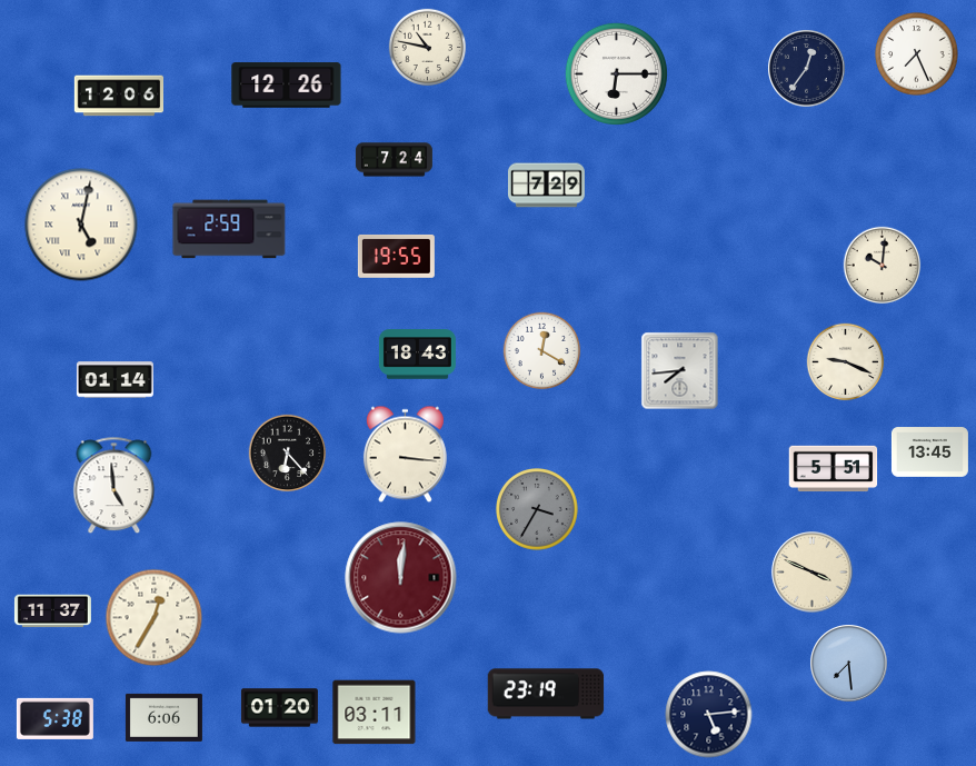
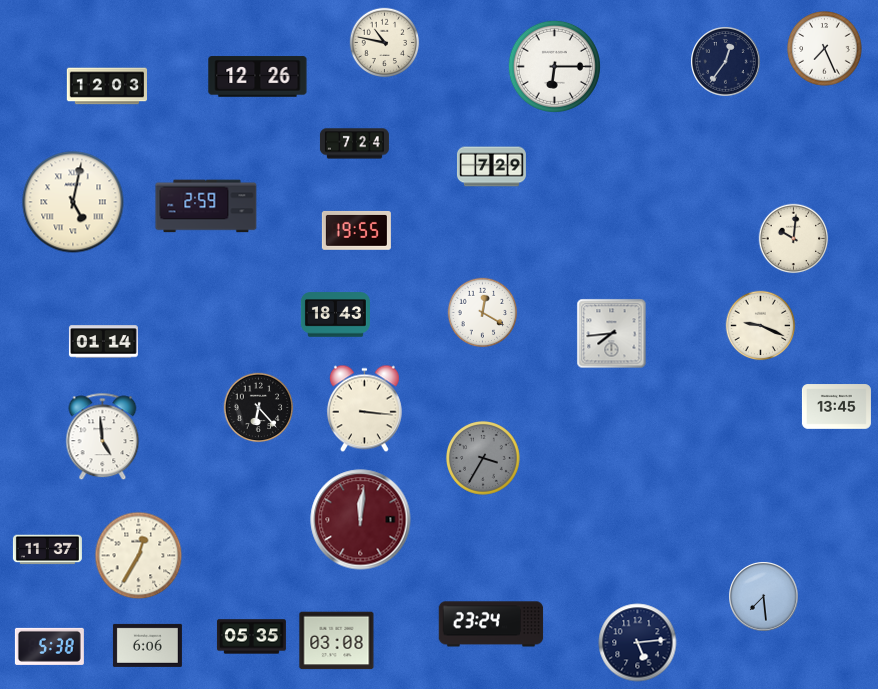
clock at (119, 96): 12:06 -> 12:03
clock at (542, 351) position: (542, 351) -> (483, 313)
clock at (417, 355) position: (417, 355) -> (335, 315)
clock at (834, 469): 5:51 -> none
clock at (813, 573): 3:49 -> none
clock at (546, 694): 23:19 -> 23:24
clock at (279, 708): 01:20 -> 05:35
clock at (375, 713): 03:11 -> 03:08
